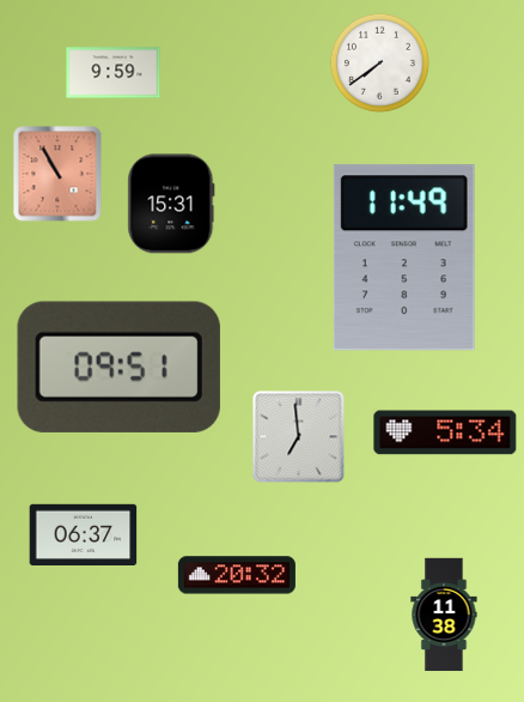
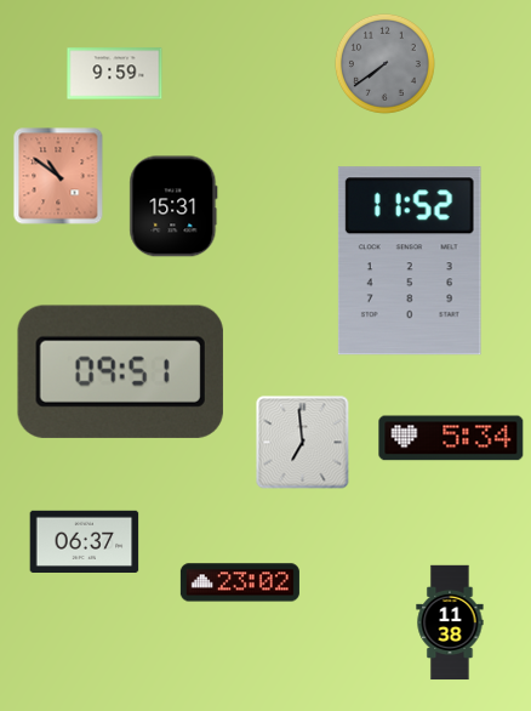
clock at (379, 62) dial: white -> grey
clock at (57, 174): 10:55 -> 10:51
clock at (404, 258): 11:49 -> 11:52
clock at (237, 575): 20:32 -> 23:02
